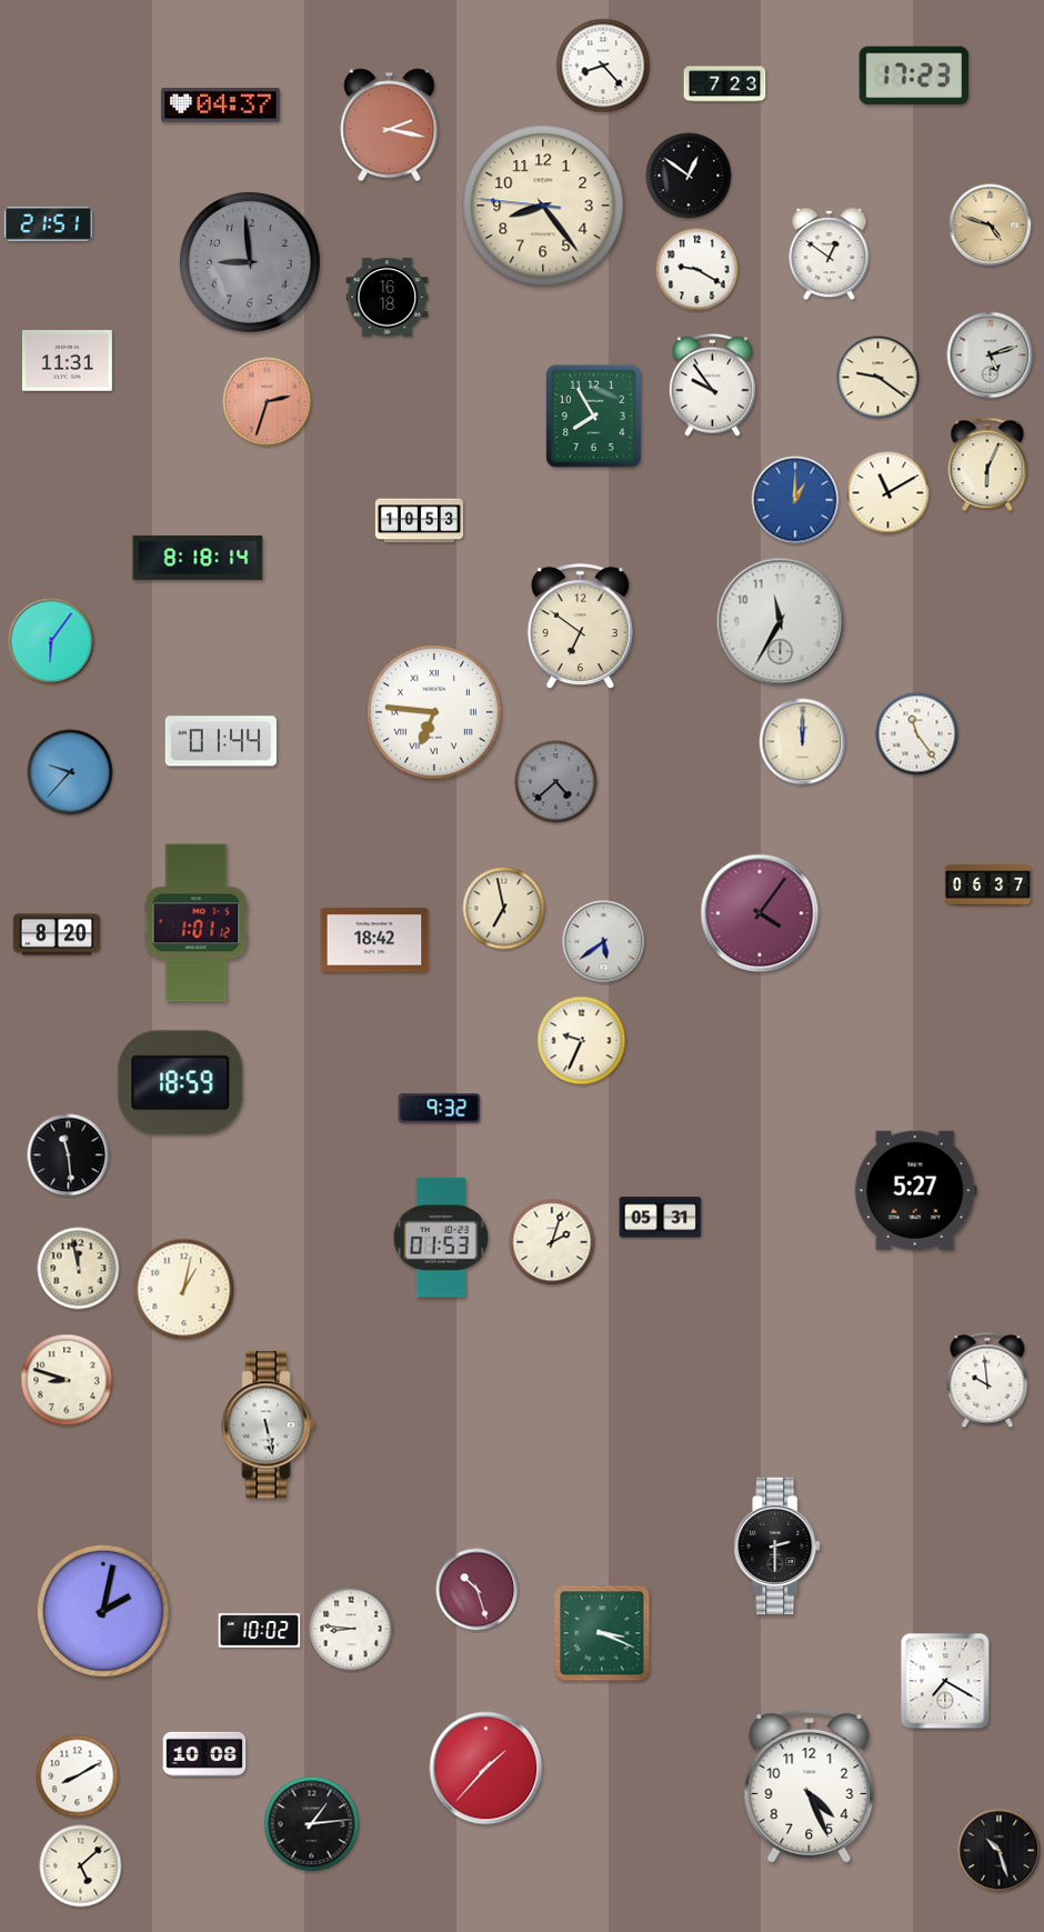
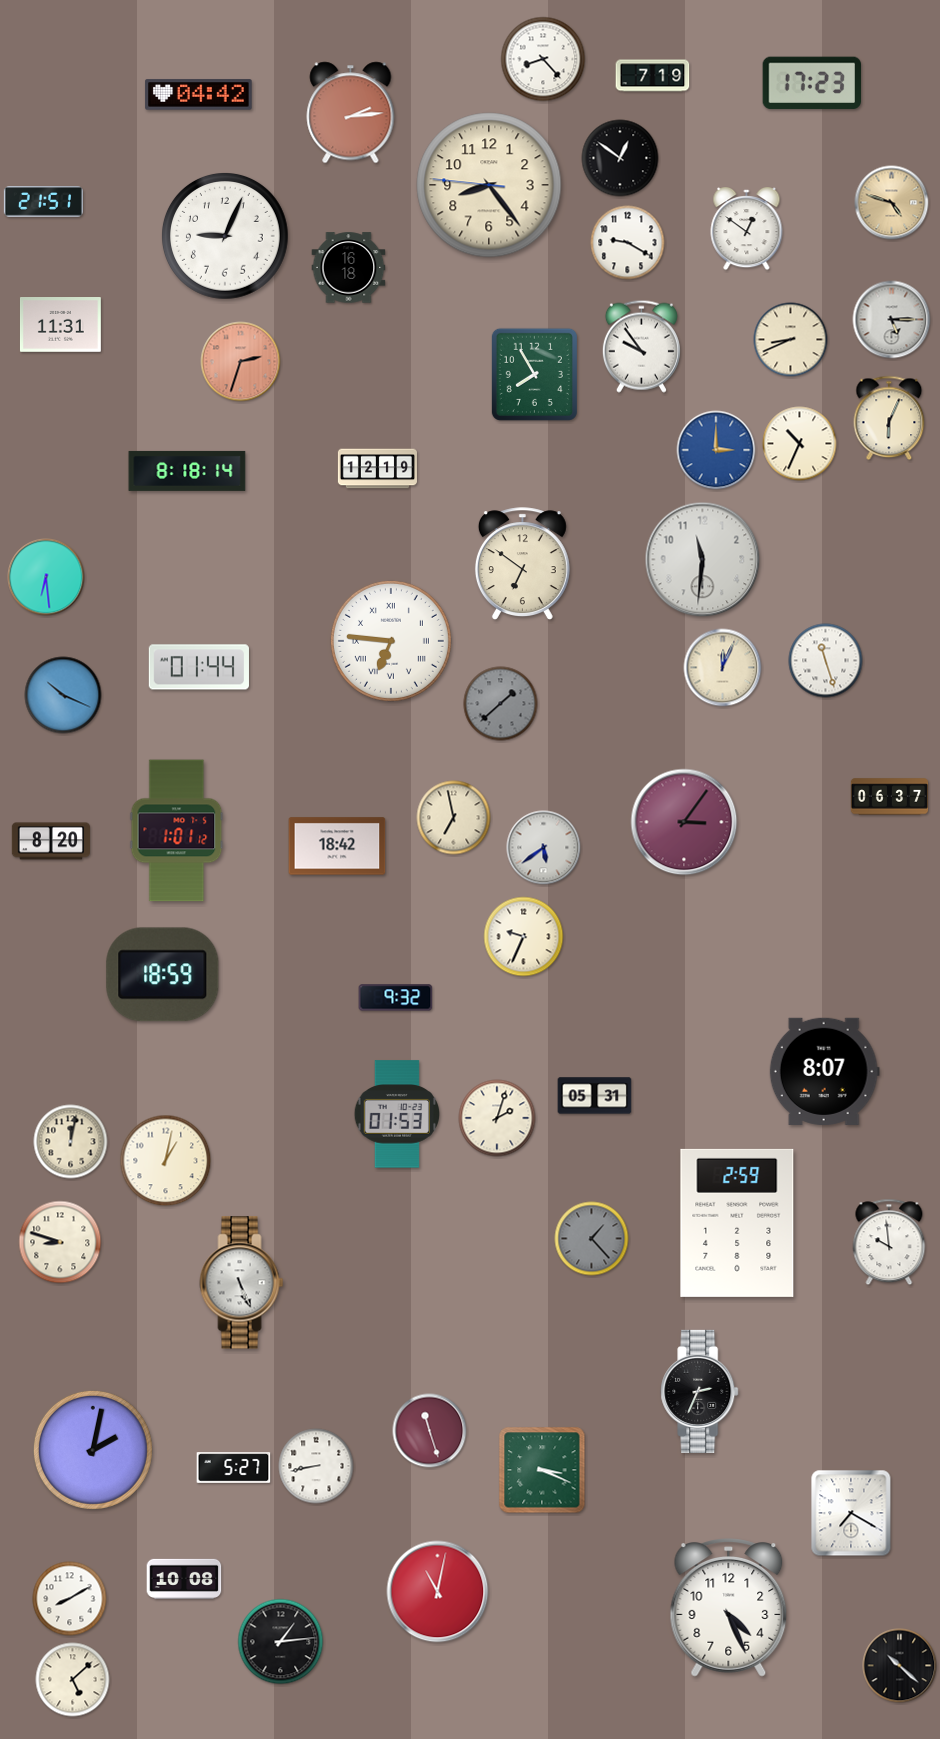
clock at (914, 76) position: (914, 76) -> (812, 83)
clock at (725, 84): 7:23 -> 7:19
clock at (221, 106): 04:37 -> 04:42
clock at (390, 126): 2:17 -> 2:14
clock at (251, 263): 8:59 -> 9:04
clock at (251, 263) dial: grey -> white
clock at (991, 356): 5:12 -> 5:15
clock at (879, 378): 9:21 -> 8:41
clock at (889, 493): 11:10 -> 10:34
clock at (795, 500): 1:00 -> 3:00
clock at (419, 521): 10:53 -> 12:19
clock at (198, 558) position: (198, 558) -> (187, 471)
clock at (781, 622): 11:35 -> 11:31
clock at (51, 641): 6:06 -> 6:29
clock at (917, 734): 11:24 -> 11:27
clock at (803, 742): 12:00 -> 12:04
clock at (70, 772): 9:37 -> 10:19
clock at (556, 782): 4:38 -> 1:38
clock at (760, 913): 4:06 -> 3:06
clock at (69, 1155): 11:29 -> none
clock at (915, 1190): 5:27 -> 8:07
clock at (79, 1269): 11:58 -> 12:02
clock at (737, 1223): none -> 2:59
clock at (592, 1239): none -> 1:23
clock at (269, 1425): 5:28 -> 5:26
clock at (777, 1545): 2:30 -> 2:34
clock at (478, 1590): 10:27 -> 11:27
clock at (351, 1629): 8:46 -> 8:43
clock at (260, 1631): 10:02 -> 5:27
clock at (486, 1769): 1:37 -> 11:02
clock at (1000, 1851): 10:27 -> 10:22
